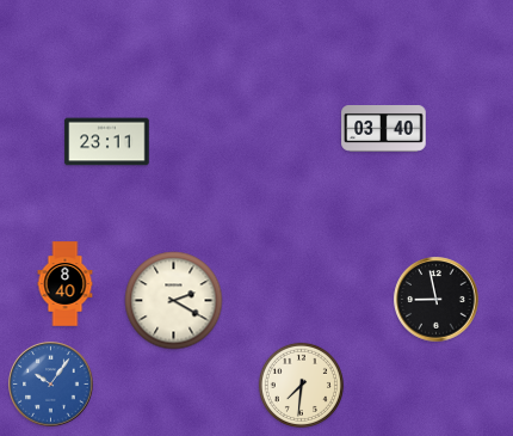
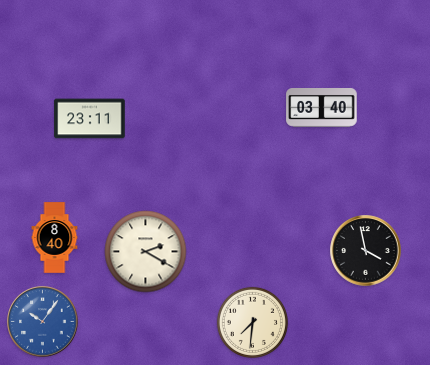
clock at (437, 300): 8:58 -> 3:58
